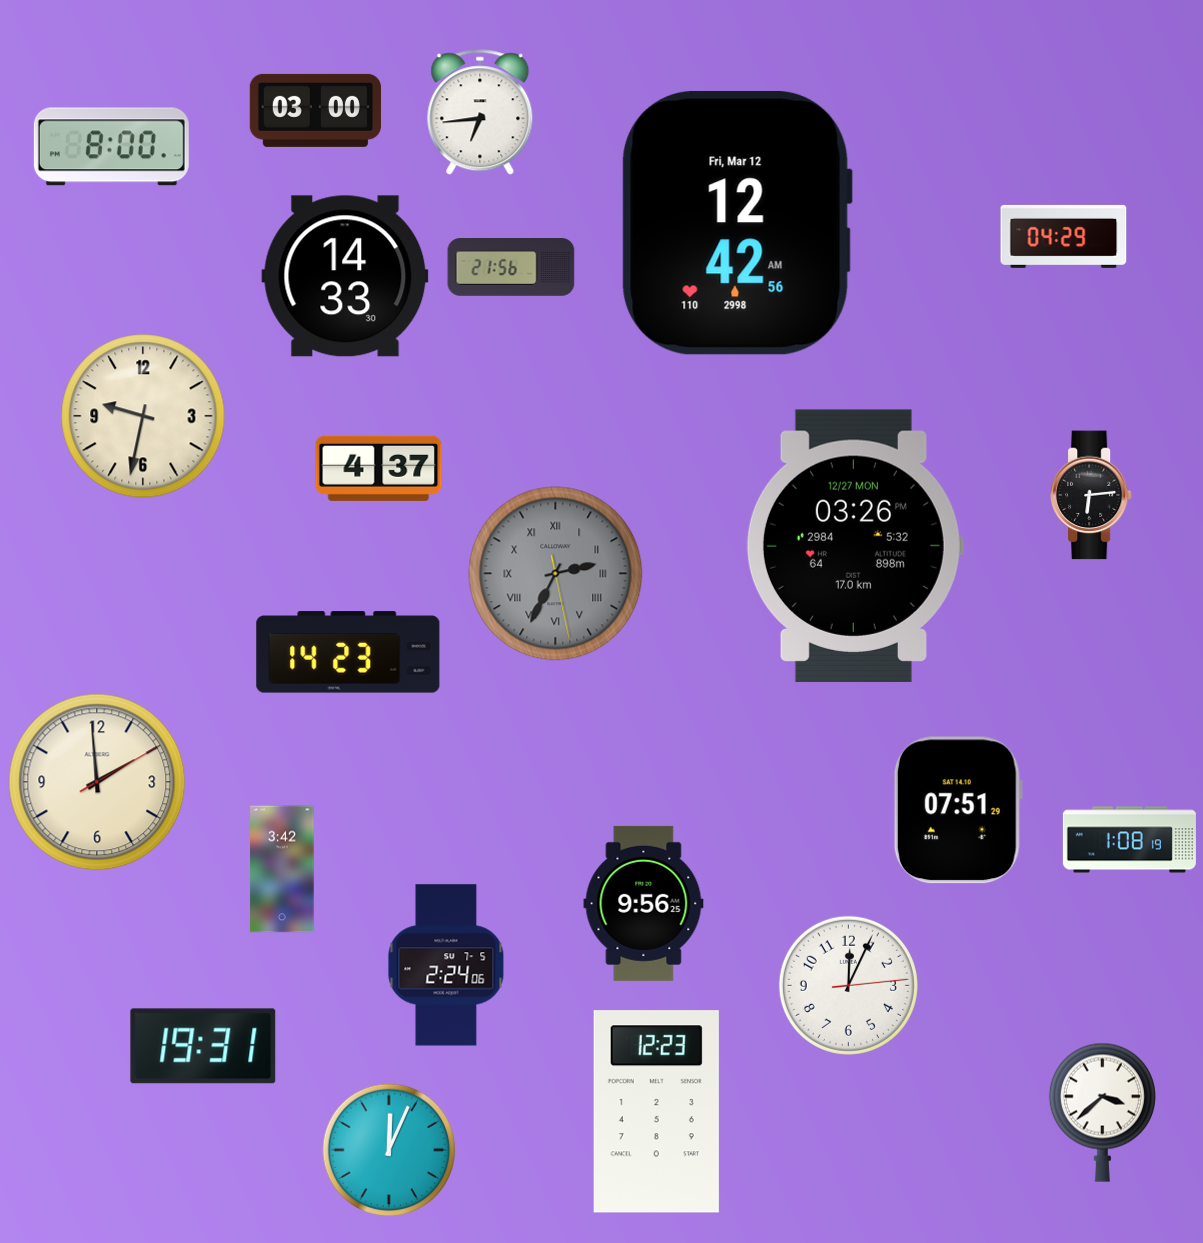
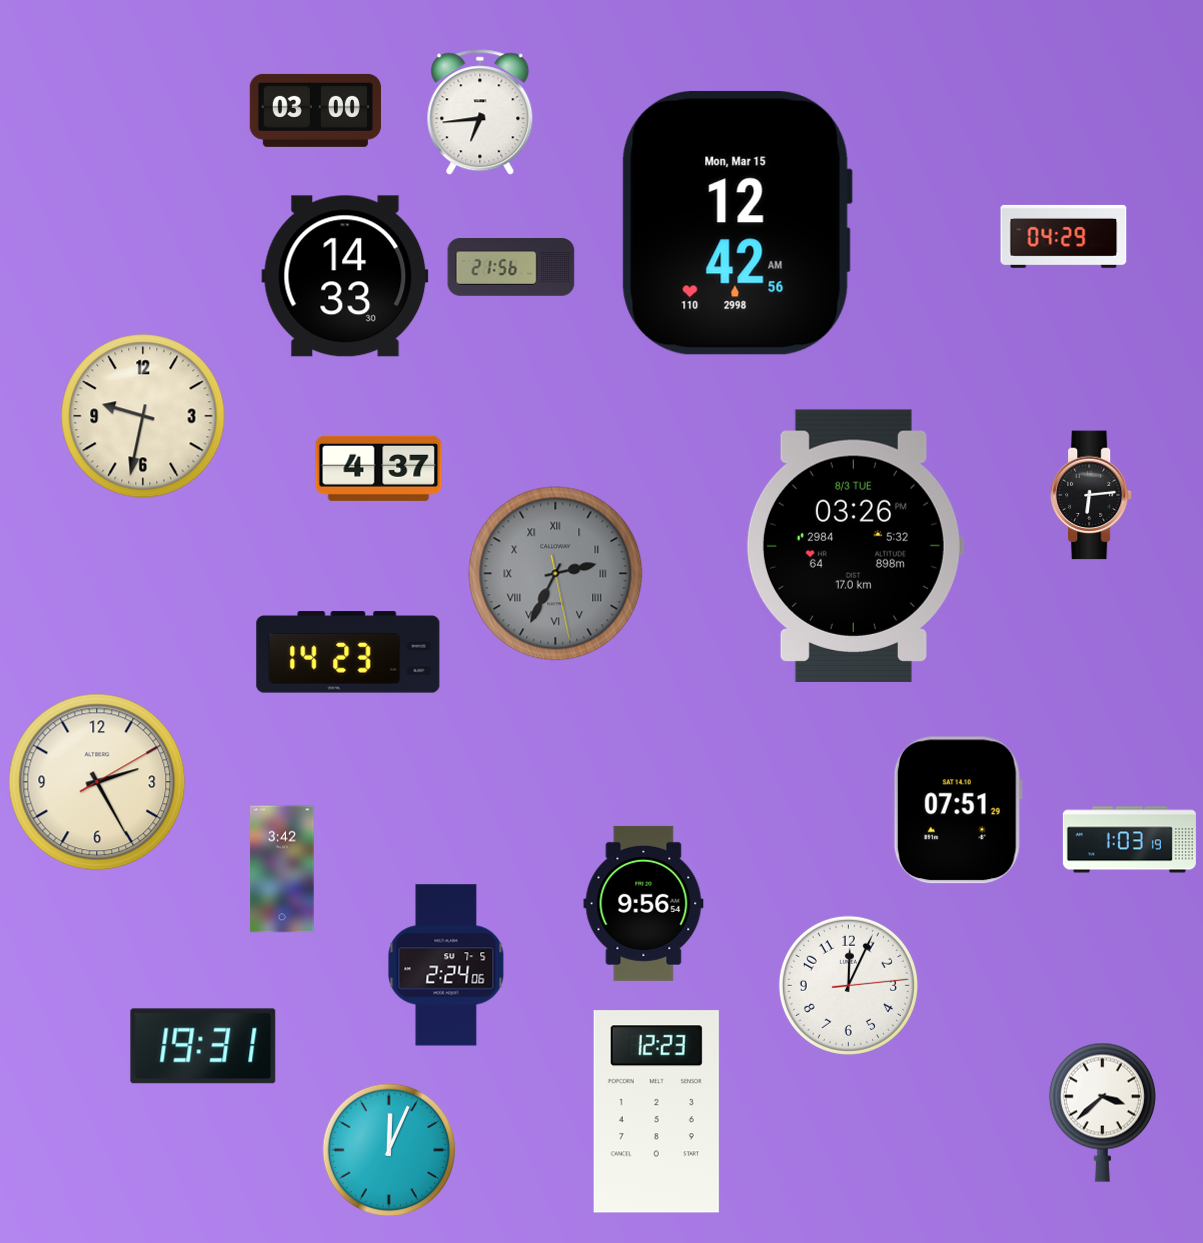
clock at (111, 147): 8:00 -> none
clock at (737, 223) date: Fri, Mar 12 -> Mon, Mar 15
clock at (854, 546) date: 12/27 MON -> 8/3 TUE
clock at (97, 782): 1:59 -> 2:25
clock at (1129, 840): 1:08 -> 1:03
clock at (644, 903): 9:56:25 -> 9:56:54
